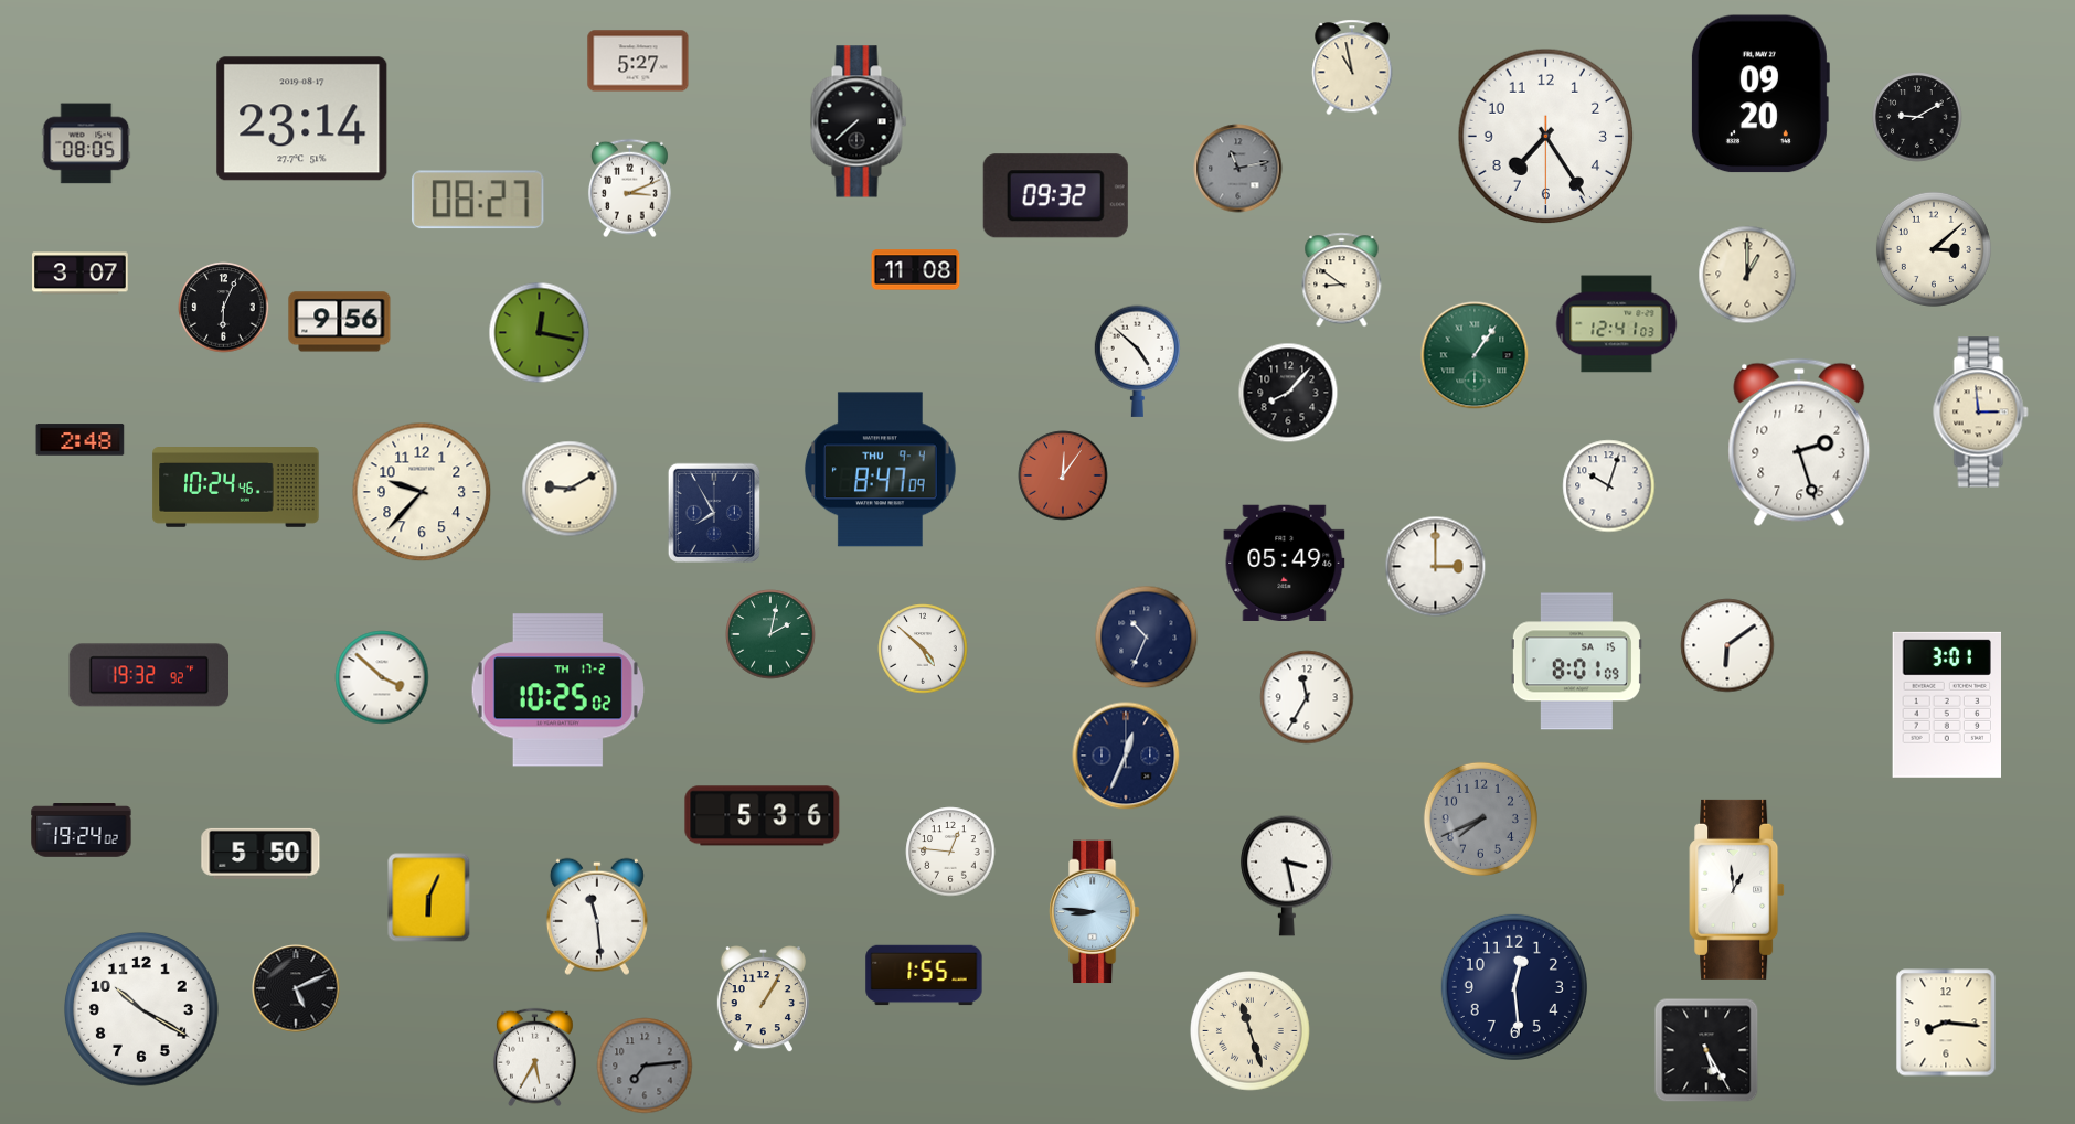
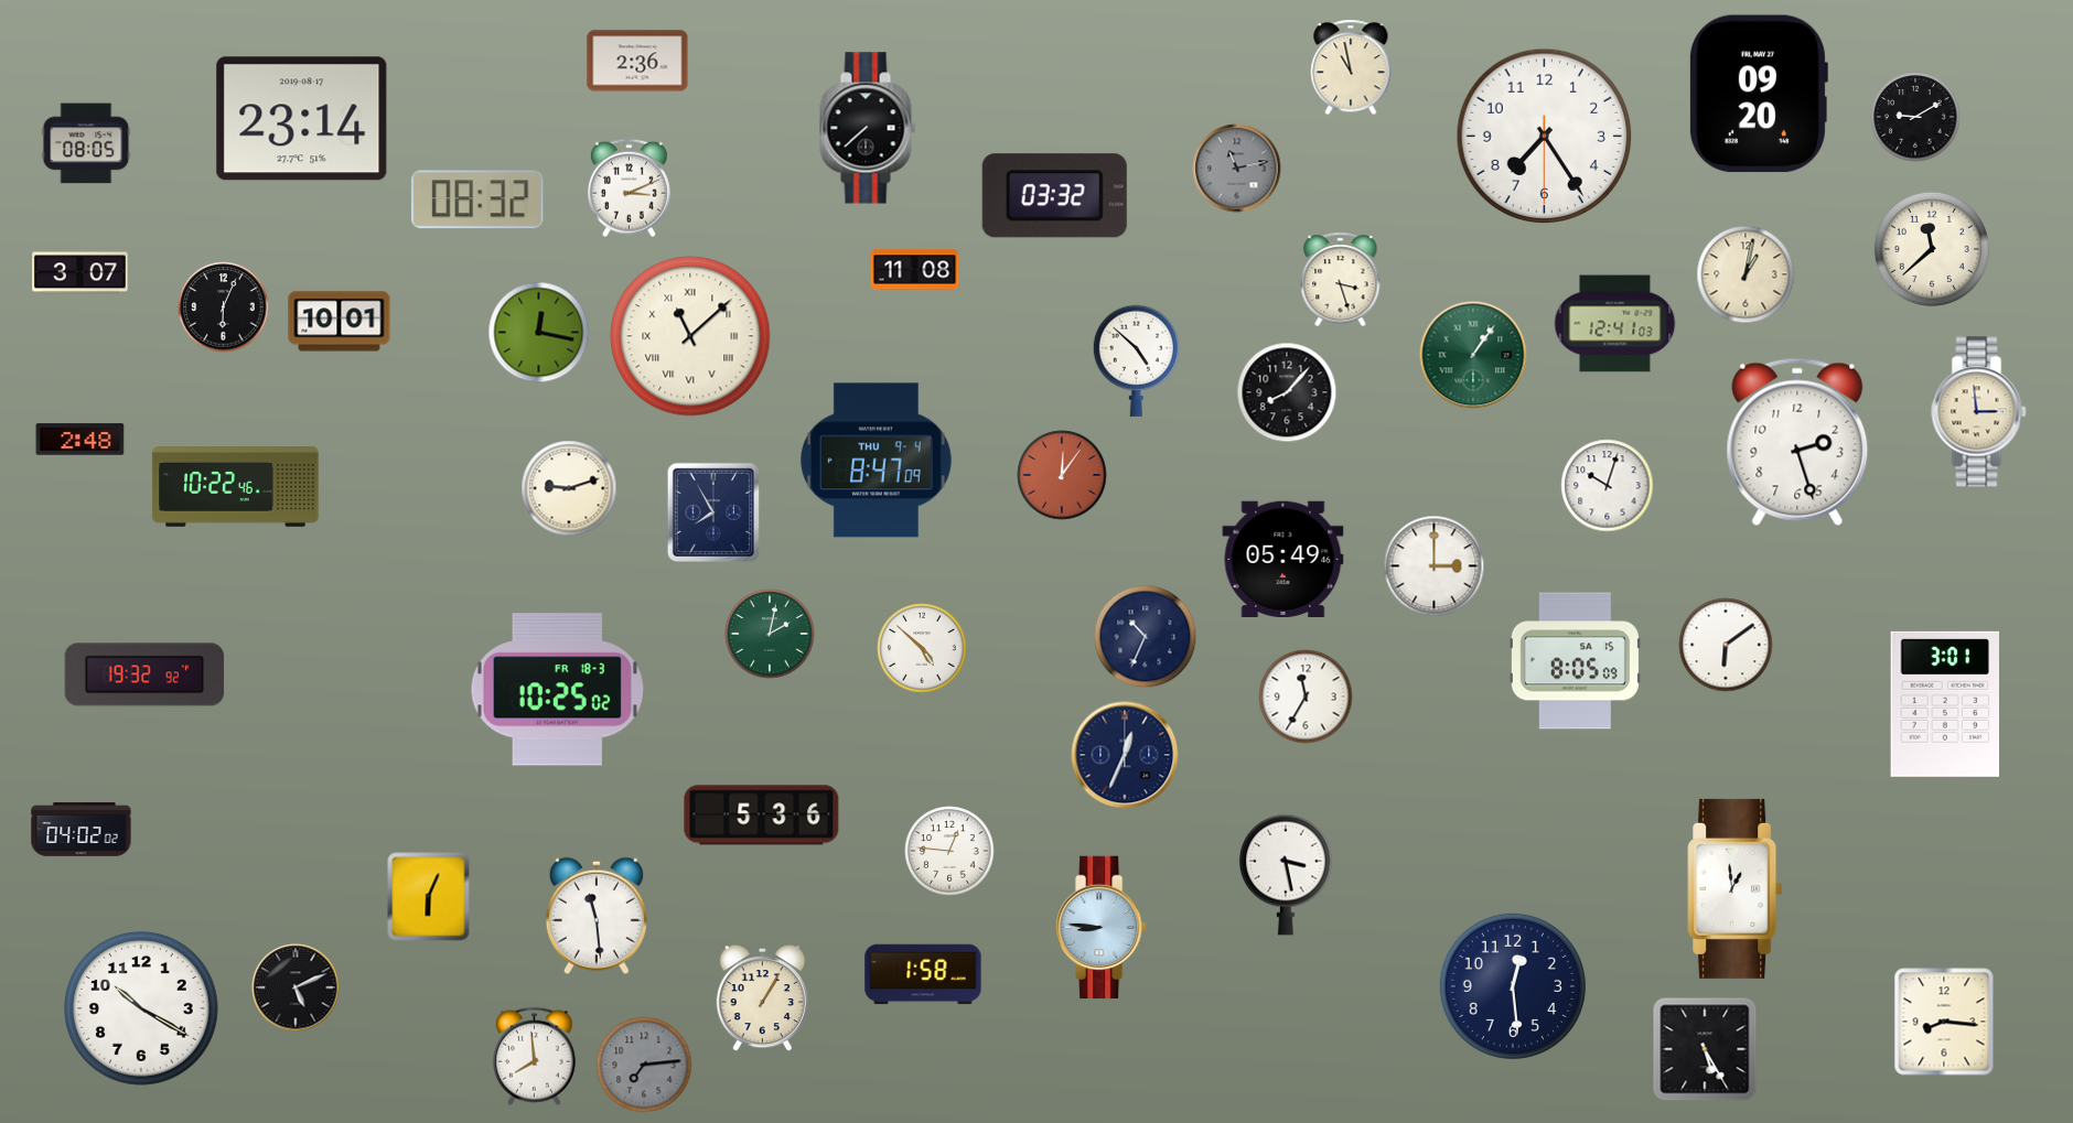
clock at (638, 61): 5:27 -> 2:36
clock at (859, 121) position: (859, 121) -> (868, 128)
clock at (1055, 196): 09:32 -> 03:32
clock at (478, 200): 08:27 -> 08:32
clock at (1934, 249): 3:08 -> 11:38
clock at (1747, 275): 1:00 -> 1:02
clock at (1342, 280): 8:51 -> 3:27
clock at (340, 322): 9:56 -> 10:01
clock at (690, 336): none -> 11:08
clock at (880, 470) position: (880, 470) -> (876, 461)
clock at (236, 488): 10:24 -> 10:22
clock at (570, 489): 9:10 -> 9:12
clock at (422, 492): 9:37 -> none
clock at (1285, 563) position: (1285, 563) -> (1283, 559)
clock at (1576, 662): 8:01 -> 8:05
clock at (149, 675) position: (149, 675) -> (144, 674)
clock at (382, 677): 3:52 -> none
clock at (557, 691) date: TH 17-2 -> FR 18-3
clock at (1480, 818): 7:41 -> none
clock at (82, 831): 19:24 -> 04:02
clock at (260, 854): 5:50 -> none
clock at (1095, 912) position: (1095, 912) -> (1102, 928)
clock at (924, 975): 1:55 -> 1:58
clock at (1251, 1031): 11:27 -> none
clock at (534, 1058): 5:35 -> 7:59
